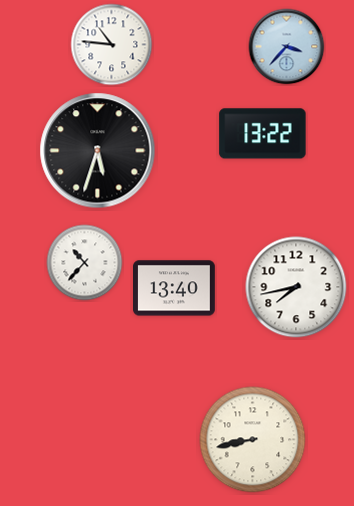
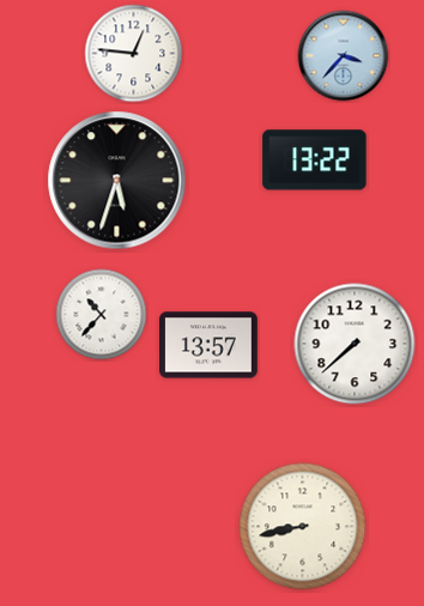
clock at (112, 45): 10:46 -> 12:46
clock at (296, 287): 7:43 -> 7:38
clock at (175, 288): 13:40 -> 13:57
